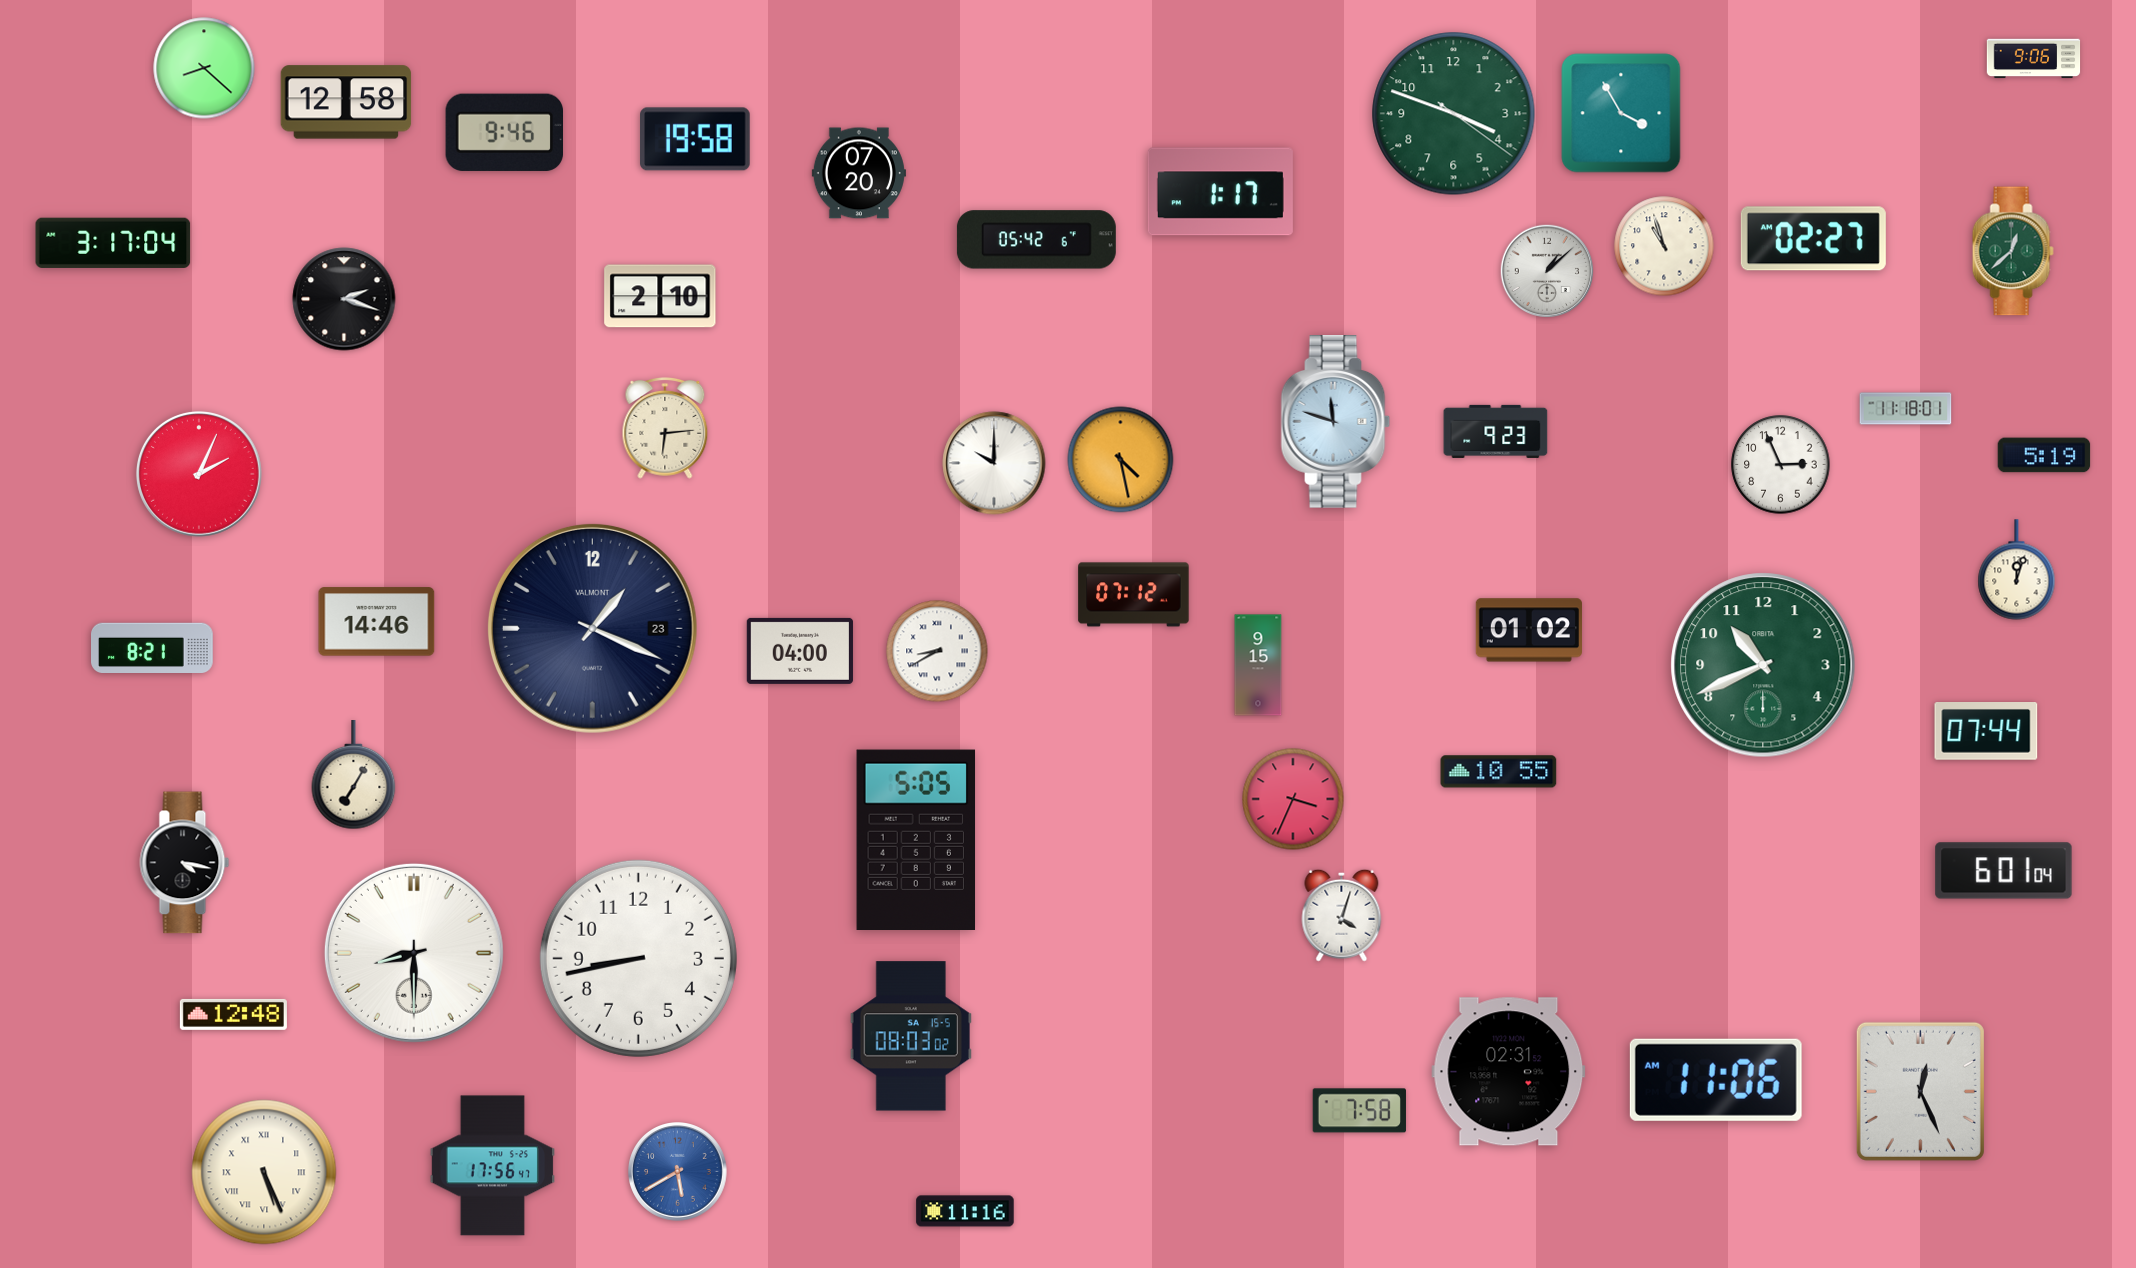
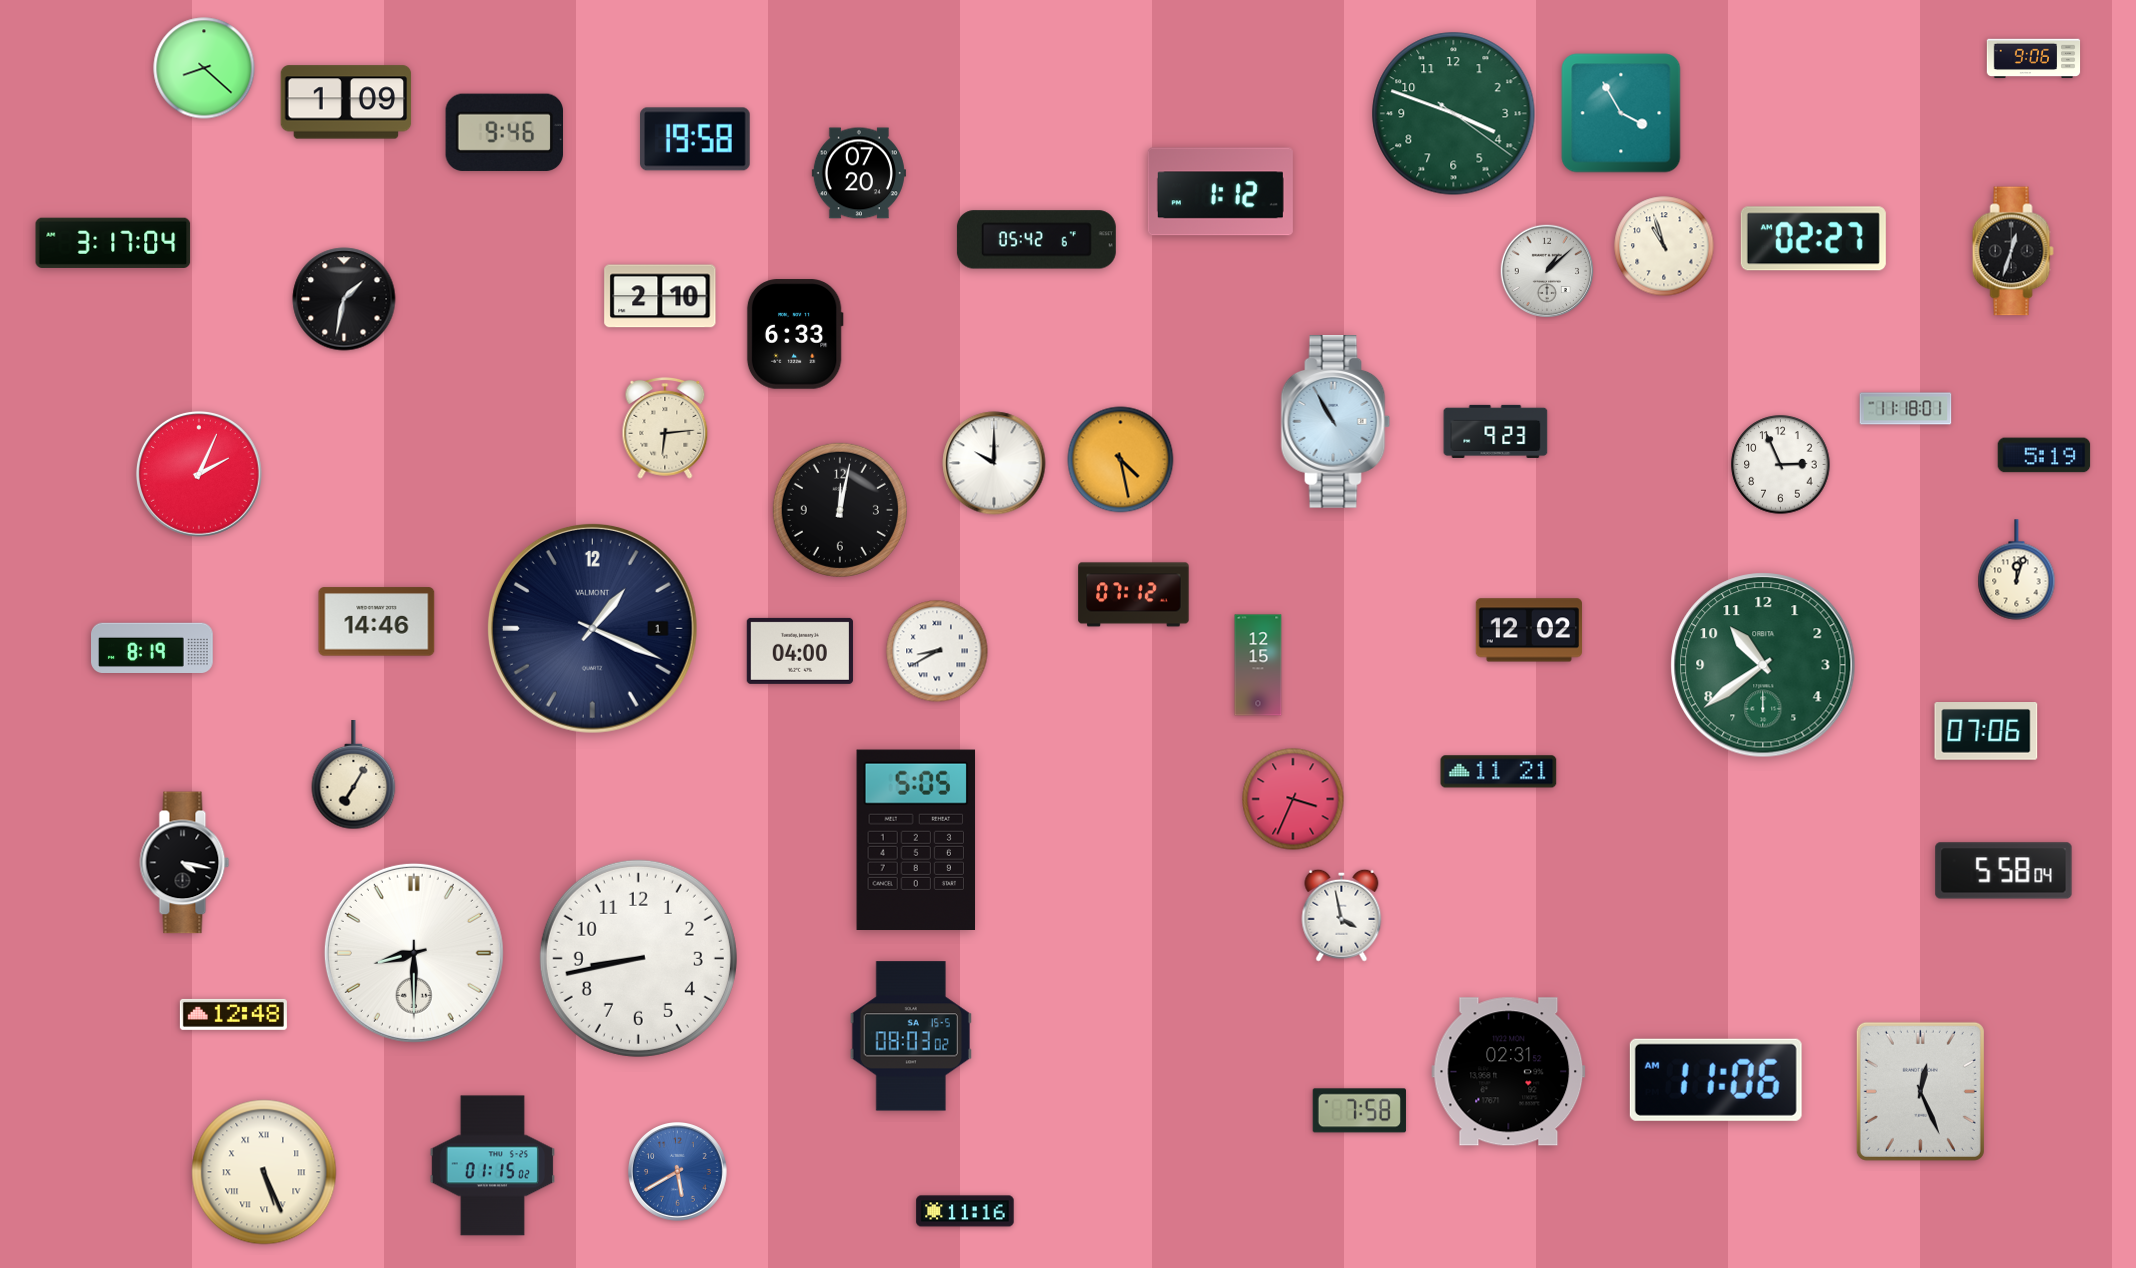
clock at (346, 102): 12:58 -> 1:09
clock at (1220, 192): 1:17 -> 1:12
clock at (2013, 251): 12:38 -> 12:33
clock at (2013, 251) dial: green -> black
clock at (344, 299): 2:18 -> 1:32
clock at (795, 334): none -> 6:33
clock at (1336, 422): 11:48 -> 10:55
clock at (840, 510): none -> 12:02
clock at (592, 628) date: 23 -> 1
clock at (1528, 630): 01:02 -> 12:02
clock at (153, 647): 8:21 -> 8:19
clock at (1258, 665): 9:15 -> 12:15
clock at (1763, 665): 10:41 -> 10:39
clock at (1986, 732): 07:44 -> 07:06
clock at (1499, 772): 10:55 -> 11:21
clock at (2004, 871): 6:01 -> 5:58
clock at (1342, 915): 4:03 -> 3:58
clock at (492, 1166): 17:56 -> 01:15
